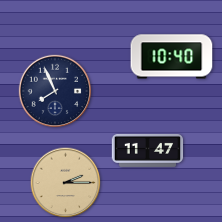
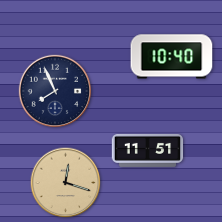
clock at (148, 150): 11:47 -> 11:51
clock at (66, 183): 2:15 -> 12:18
